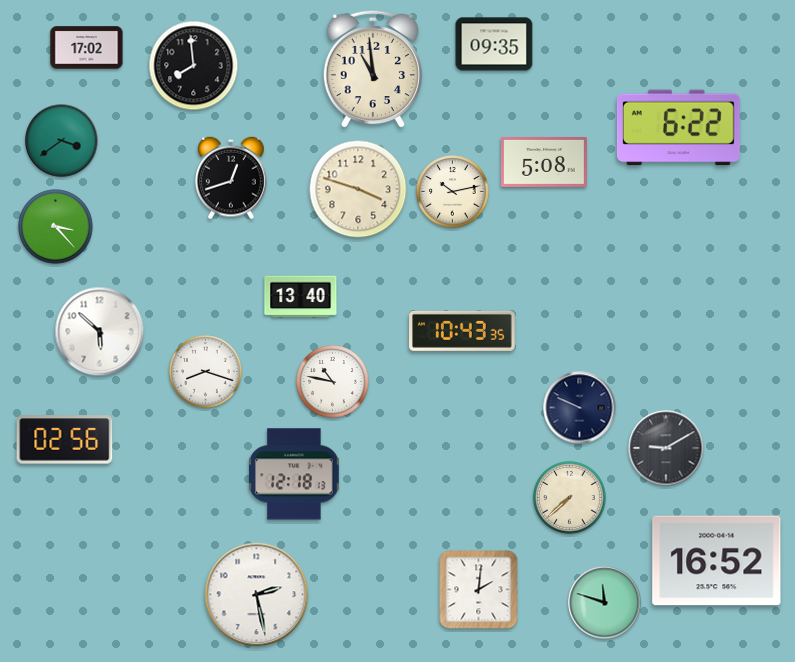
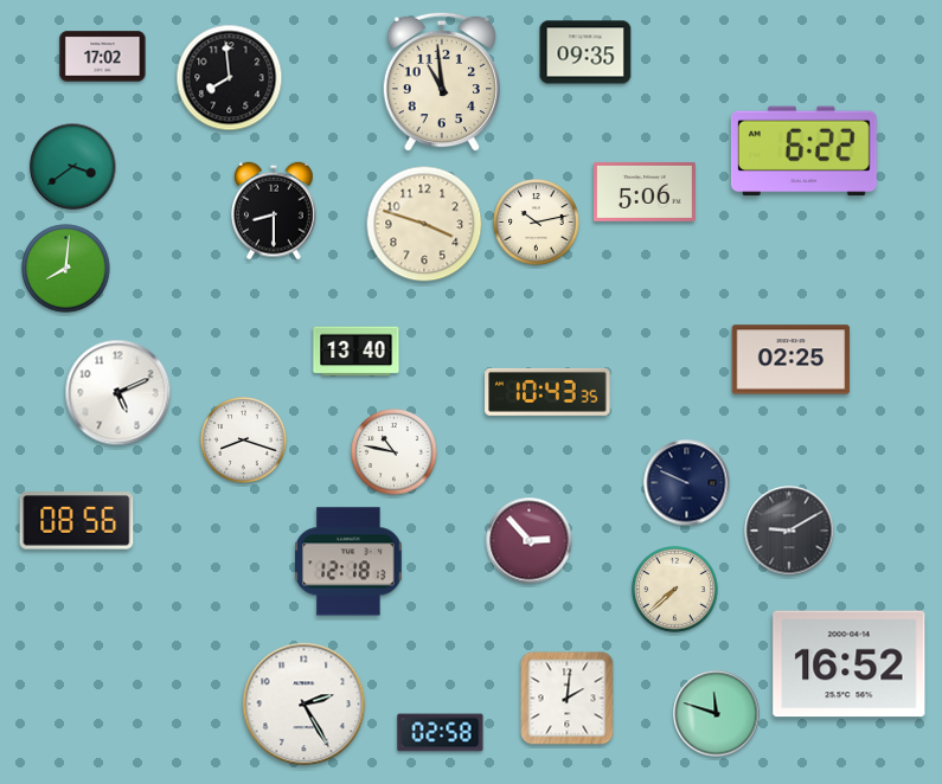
clock at (545, 162): 5:08 -> 5:06
clock at (231, 178): 12:42 -> 8:30
clock at (453, 192) position: (453, 192) -> (537, 223)
clock at (56, 227): 3:23 -> 8:01
clock at (792, 360): none -> 02:25
clock at (100, 332): 5:52 -> 5:11
clock at (65, 440): 02:56 -> 08:56
clock at (530, 541): none -> 2:53
clock at (257, 595): 2:28 -> 2:25
clock at (441, 733): none -> 02:58
